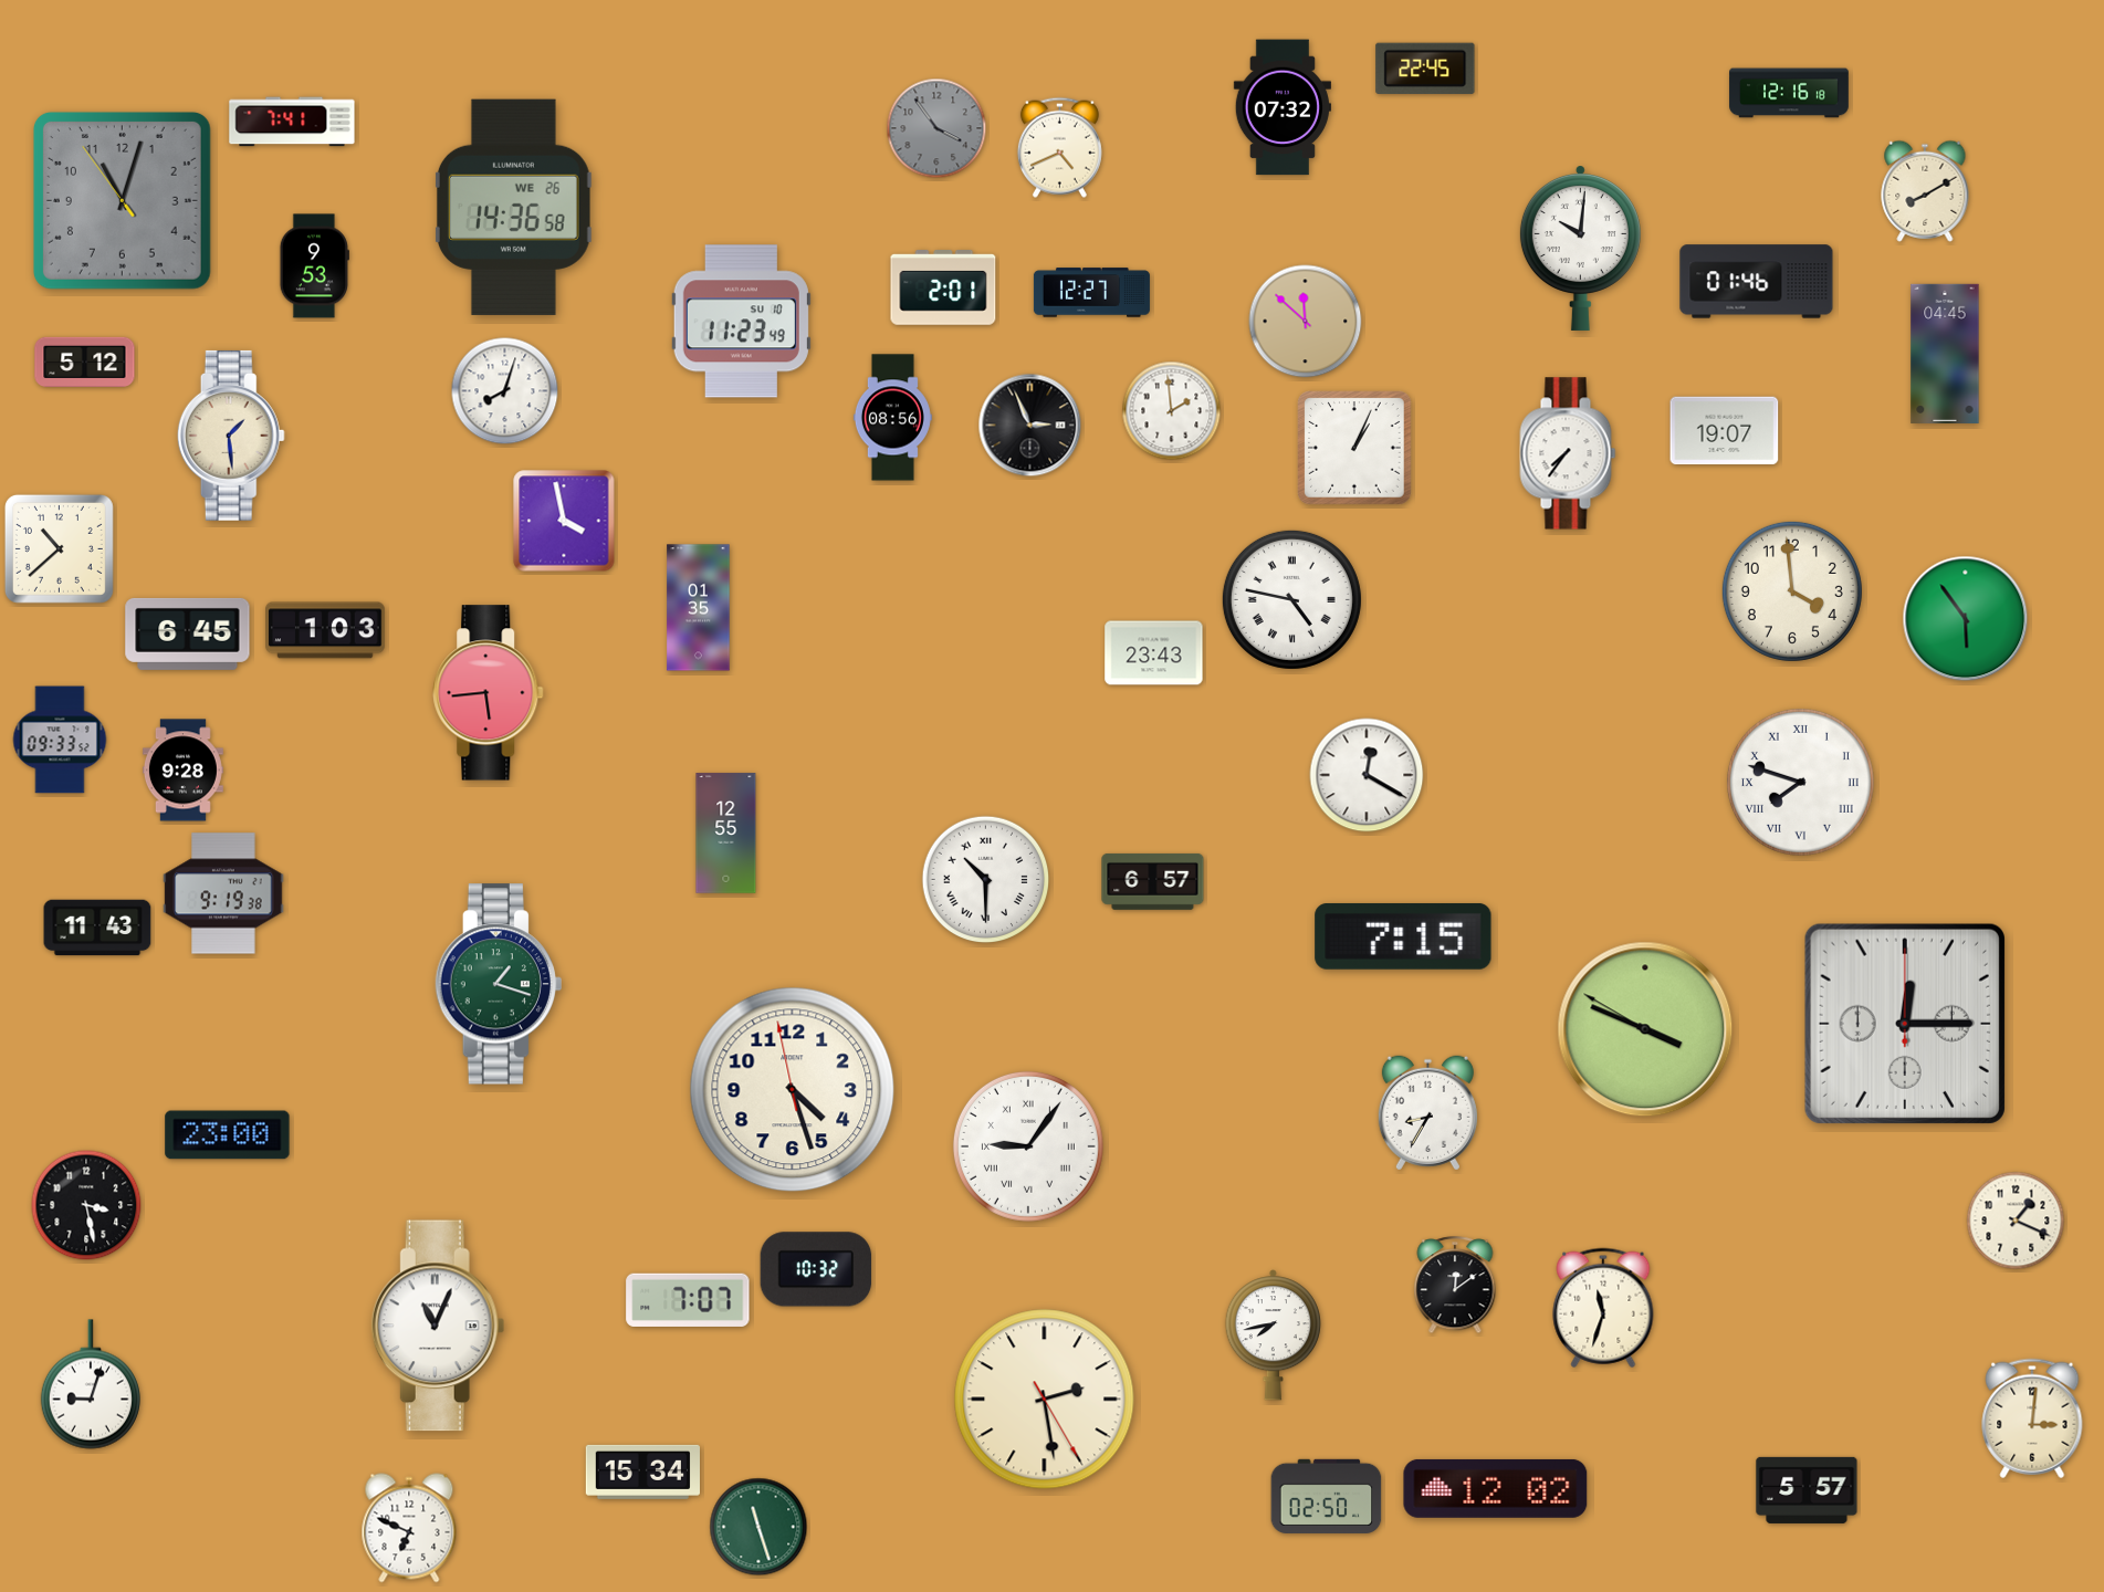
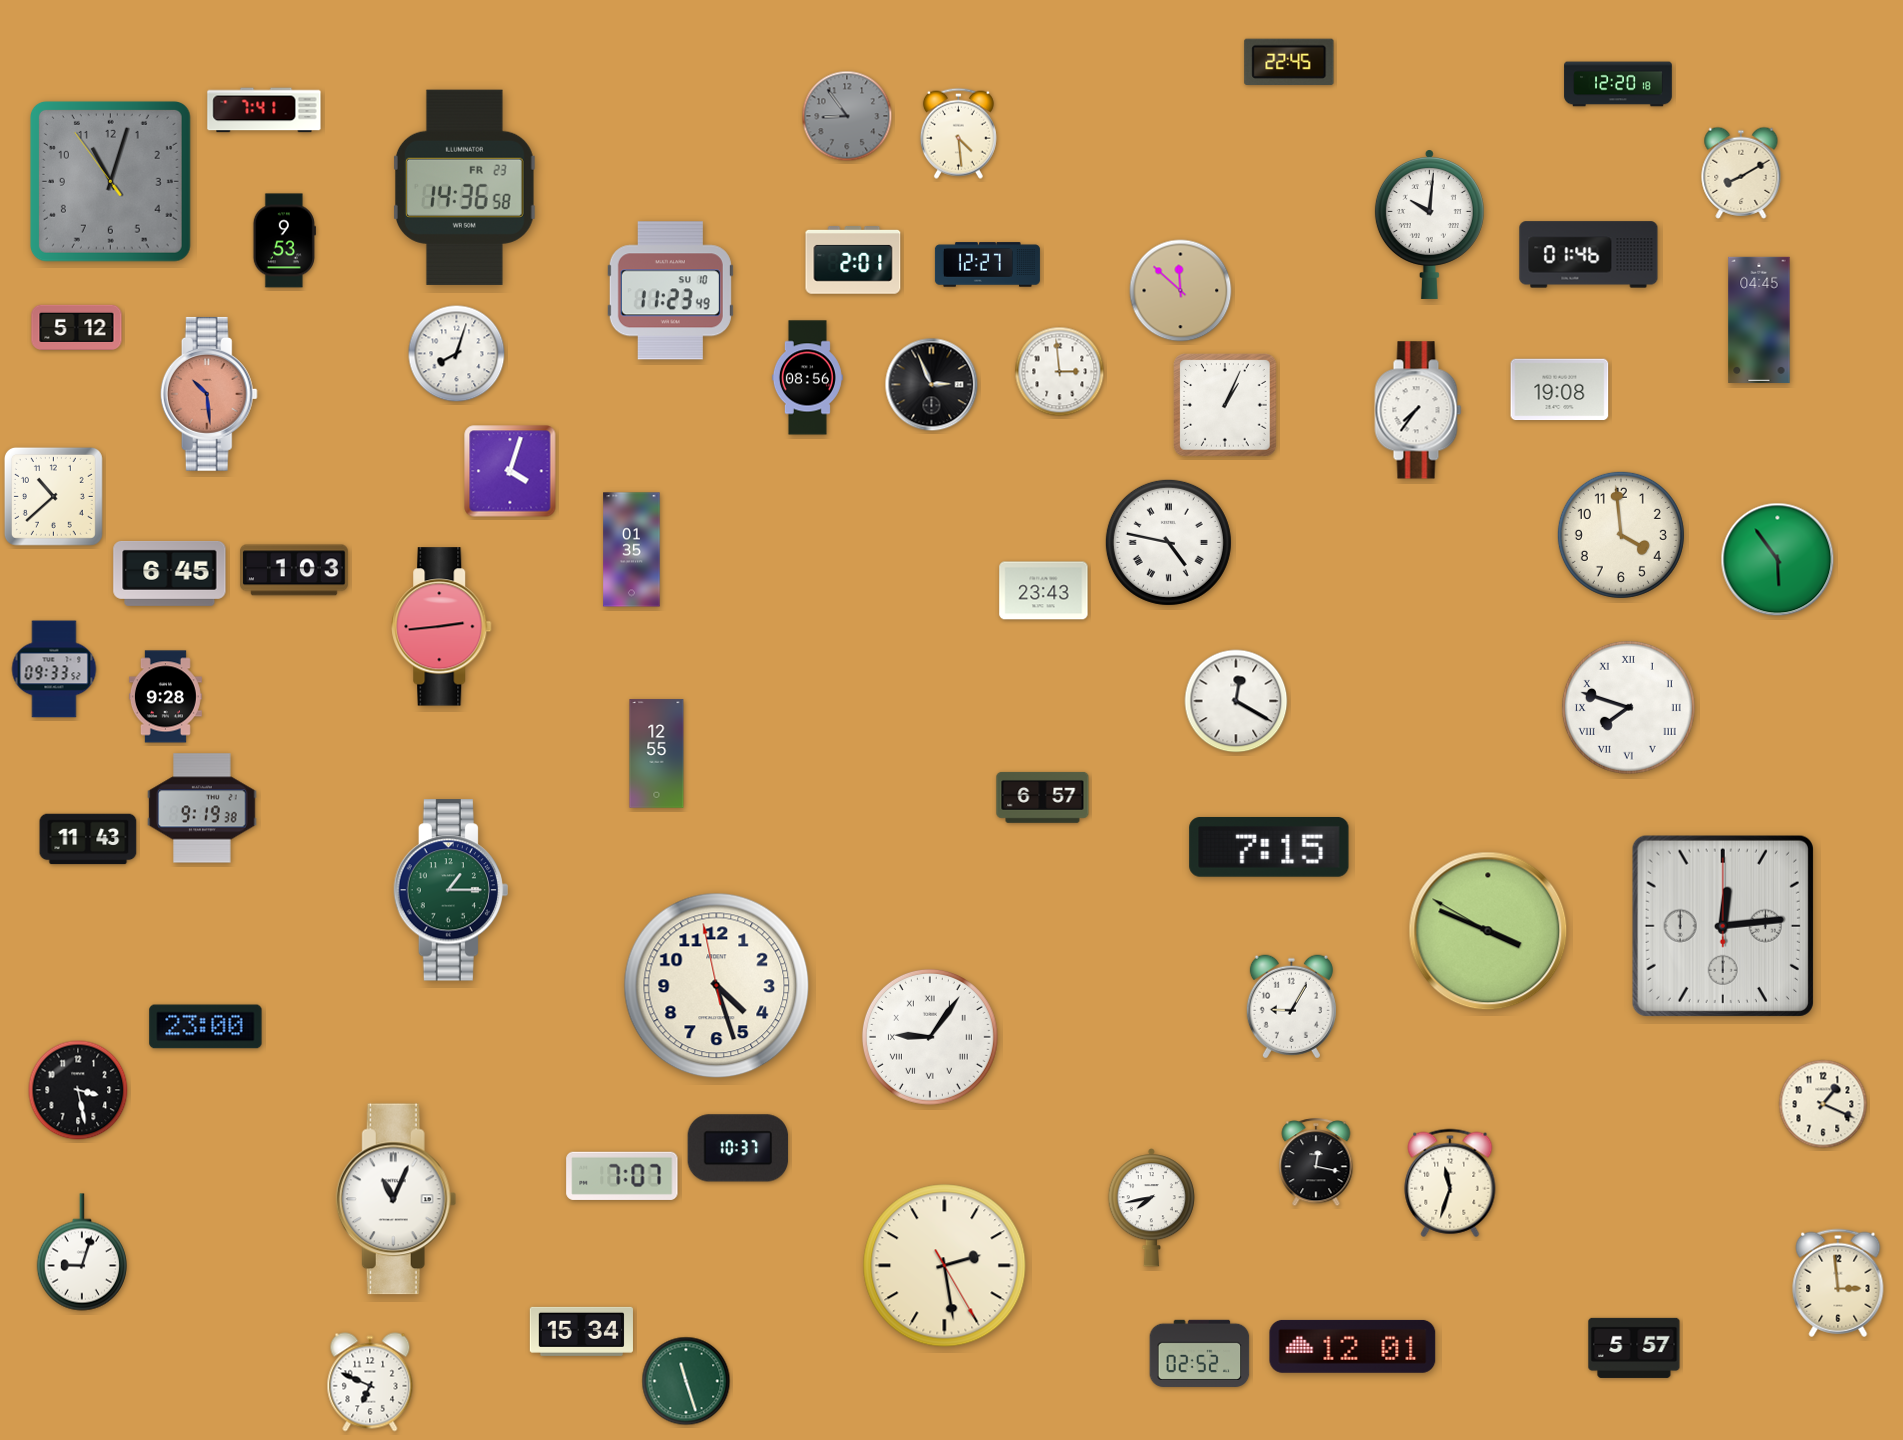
clock at (1789, 93): 12:16 -> 12:20
clock at (1283, 107): 07:32 -> none
clock at (936, 128): 3:54 -> 8:54
clock at (1059, 147): 4:41 -> 4:29
clock at (513, 207) date: WE 26 -> FR 23
clock at (1172, 411): 1:59 -> 2:59
clock at (1725, 431): 19:07 -> 19:08
clock at (231, 436): 1:29 -> 10:29
clock at (231, 436) dial: cream -> salmon
clock at (564, 521): 3:58 -> 4:03
clock at (489, 693): 5:44 -> 2:44
clock at (986, 880): 10:30 -> none
clock at (499, 984): 1:18 -> 1:15
clock at (1905, 1024): 12:15 -> 12:14
clock at (1427, 1113): 8:35 -> 9:05
clock at (816, 1269): 10:32 -> 10:37
clock at (1455, 1286): 12:09 -> 12:17
clock at (2032, 1418): 3:01 -> 2:59
clock at (1496, 1488): 12:02 -> 12:01
clock at (1327, 1496): 02:50 -> 02:52
